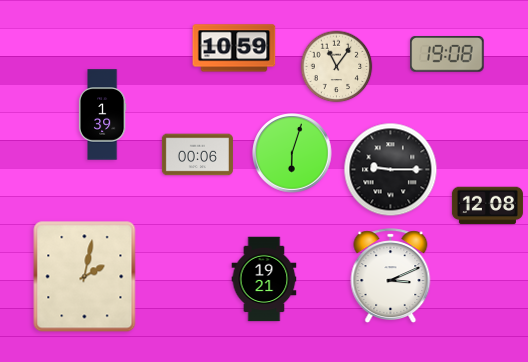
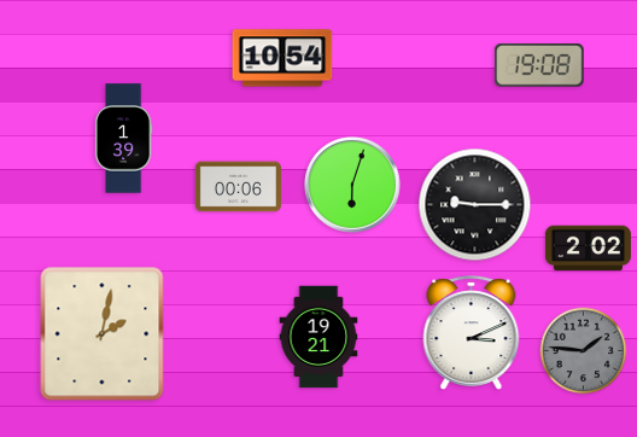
clock at (234, 48): 10:59 -> 10:54
clock at (337, 67): 11:06 -> none
clock at (391, 170) position: (391, 170) -> (475, 205)
clock at (487, 206): 12:08 -> 2:02
clock at (584, 351): none -> 1:46
